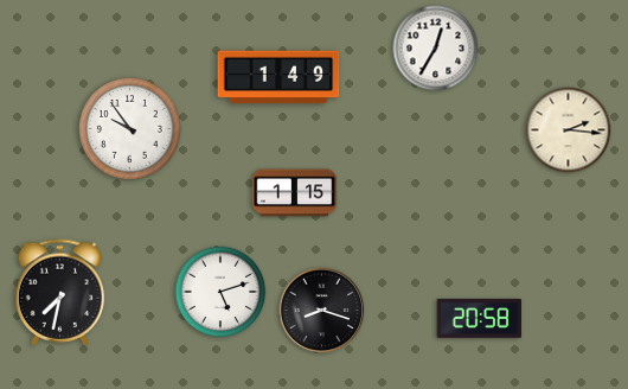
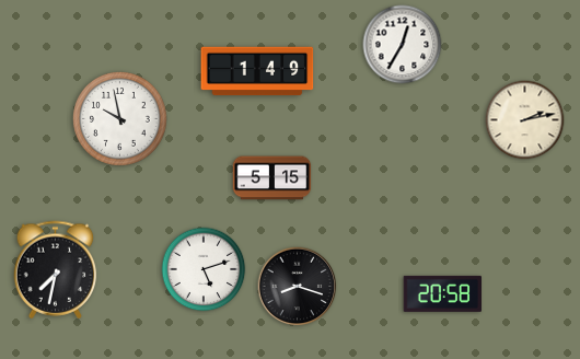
clock at (130, 129): 9:54 -> 9:58
clock at (569, 130): 2:16 -> 2:13
clock at (295, 193): 1:15 -> 5:15
